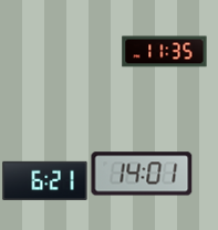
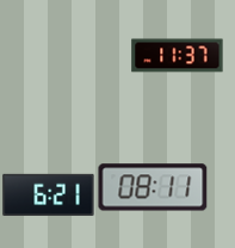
clock at (165, 52): 11:35 -> 11:37
clock at (142, 174): 14:01 -> 08:11
